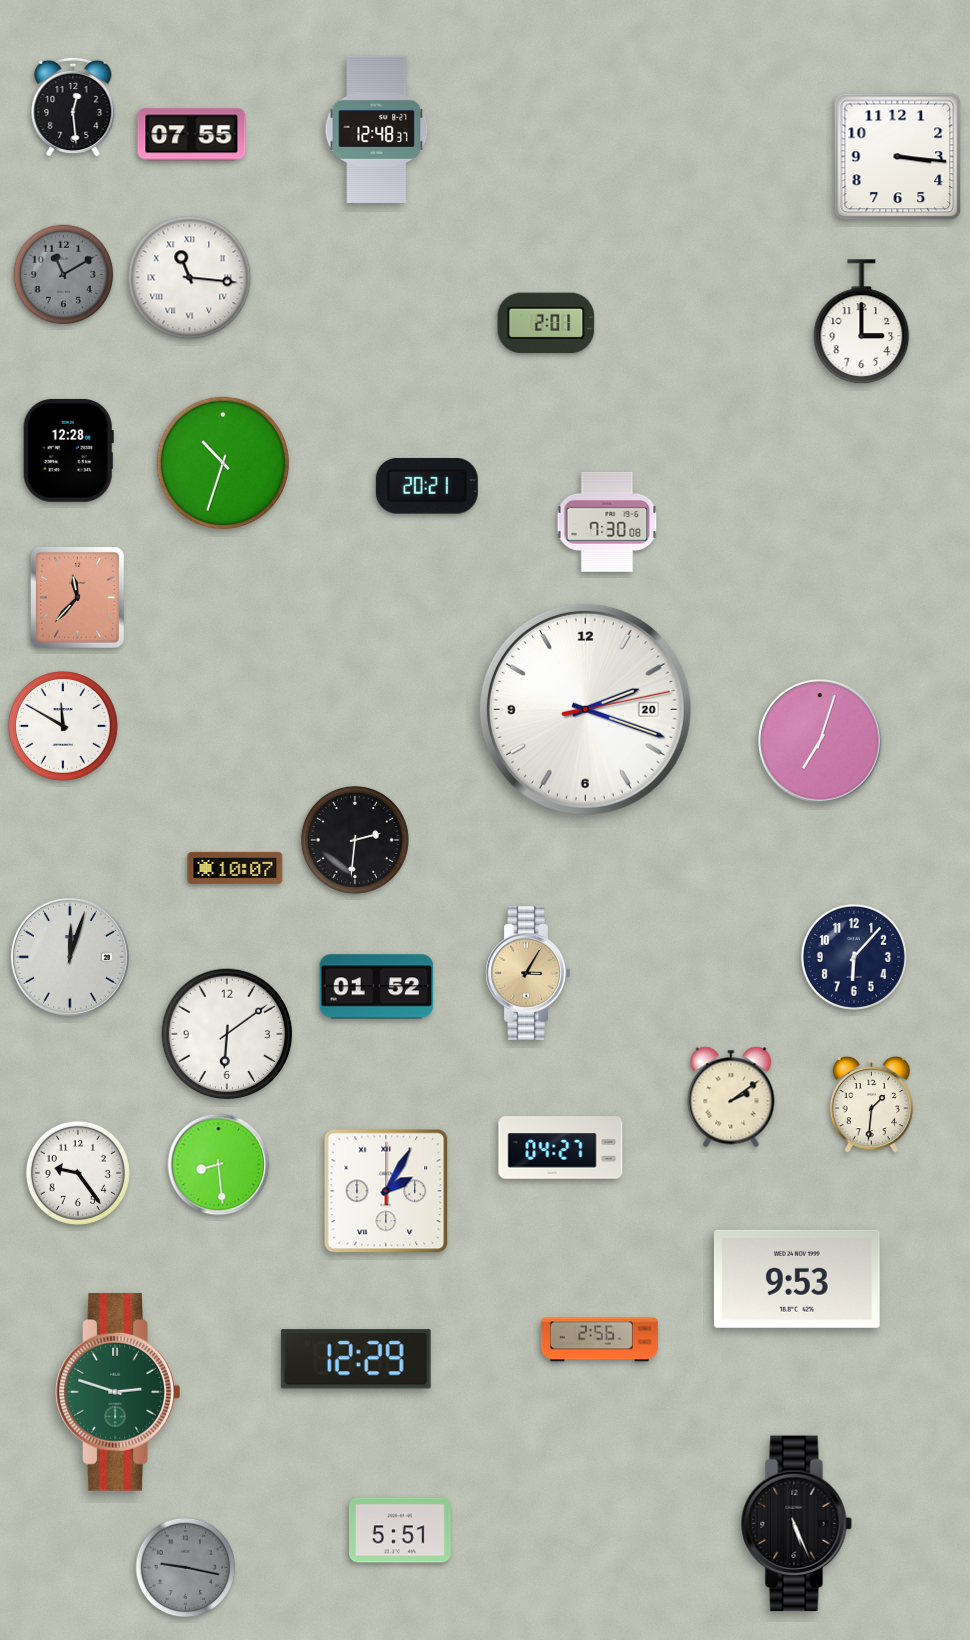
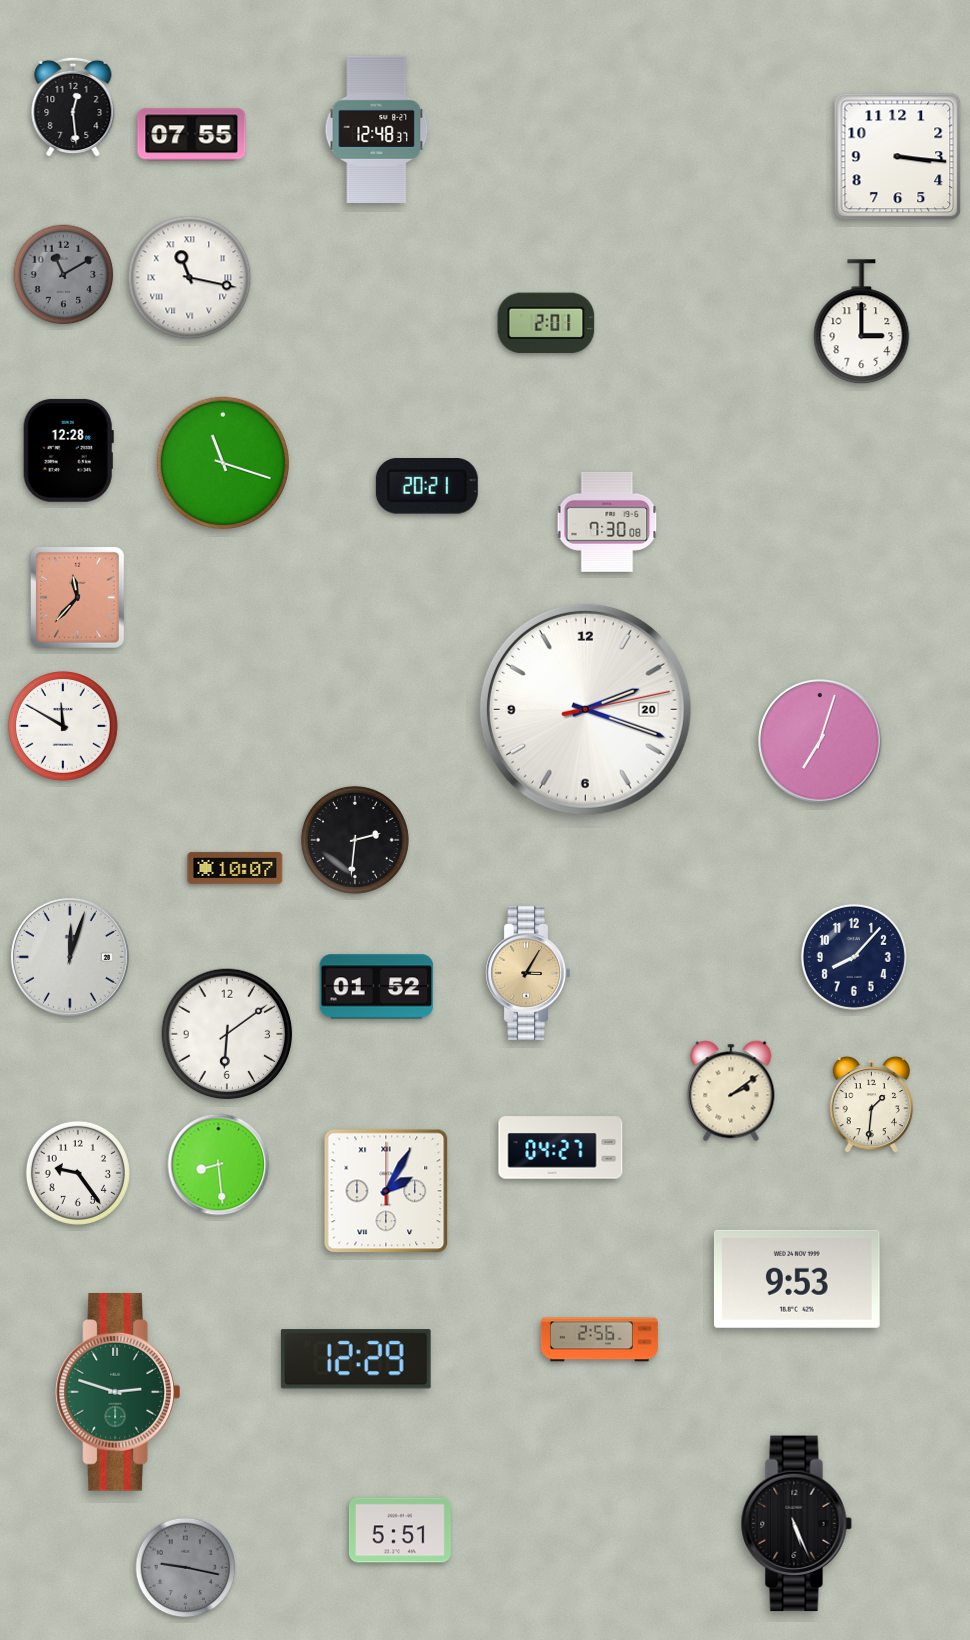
clock at (190, 278): 11:16 -> 11:17
clock at (223, 463): 10:33 -> 11:18
clock at (854, 957): 6:07 -> 8:07
clock at (731, 1097) position: (731, 1097) -> (731, 1091)
